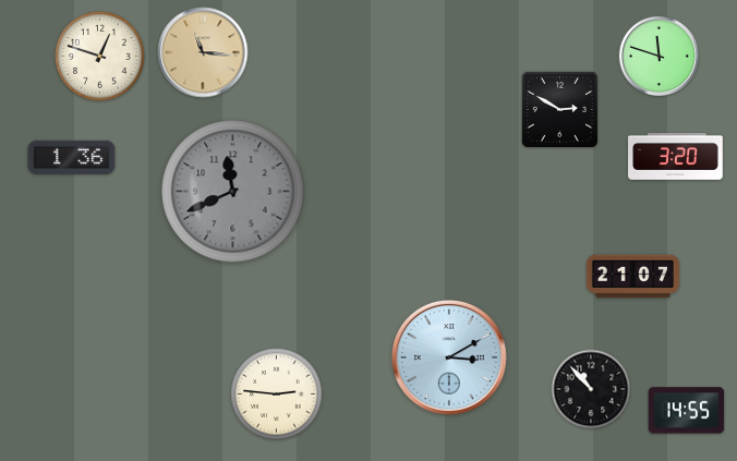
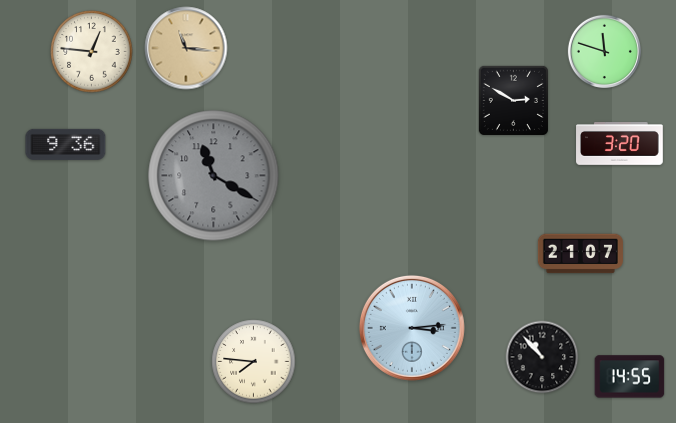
clock at (100, 57): 12:48 -> 12:46
clock at (72, 157): 1:36 -> 9:36
clock at (233, 192): 11:41 -> 11:20
clock at (449, 357): 3:10 -> 3:14
clock at (277, 395): 2:46 -> 7:46
